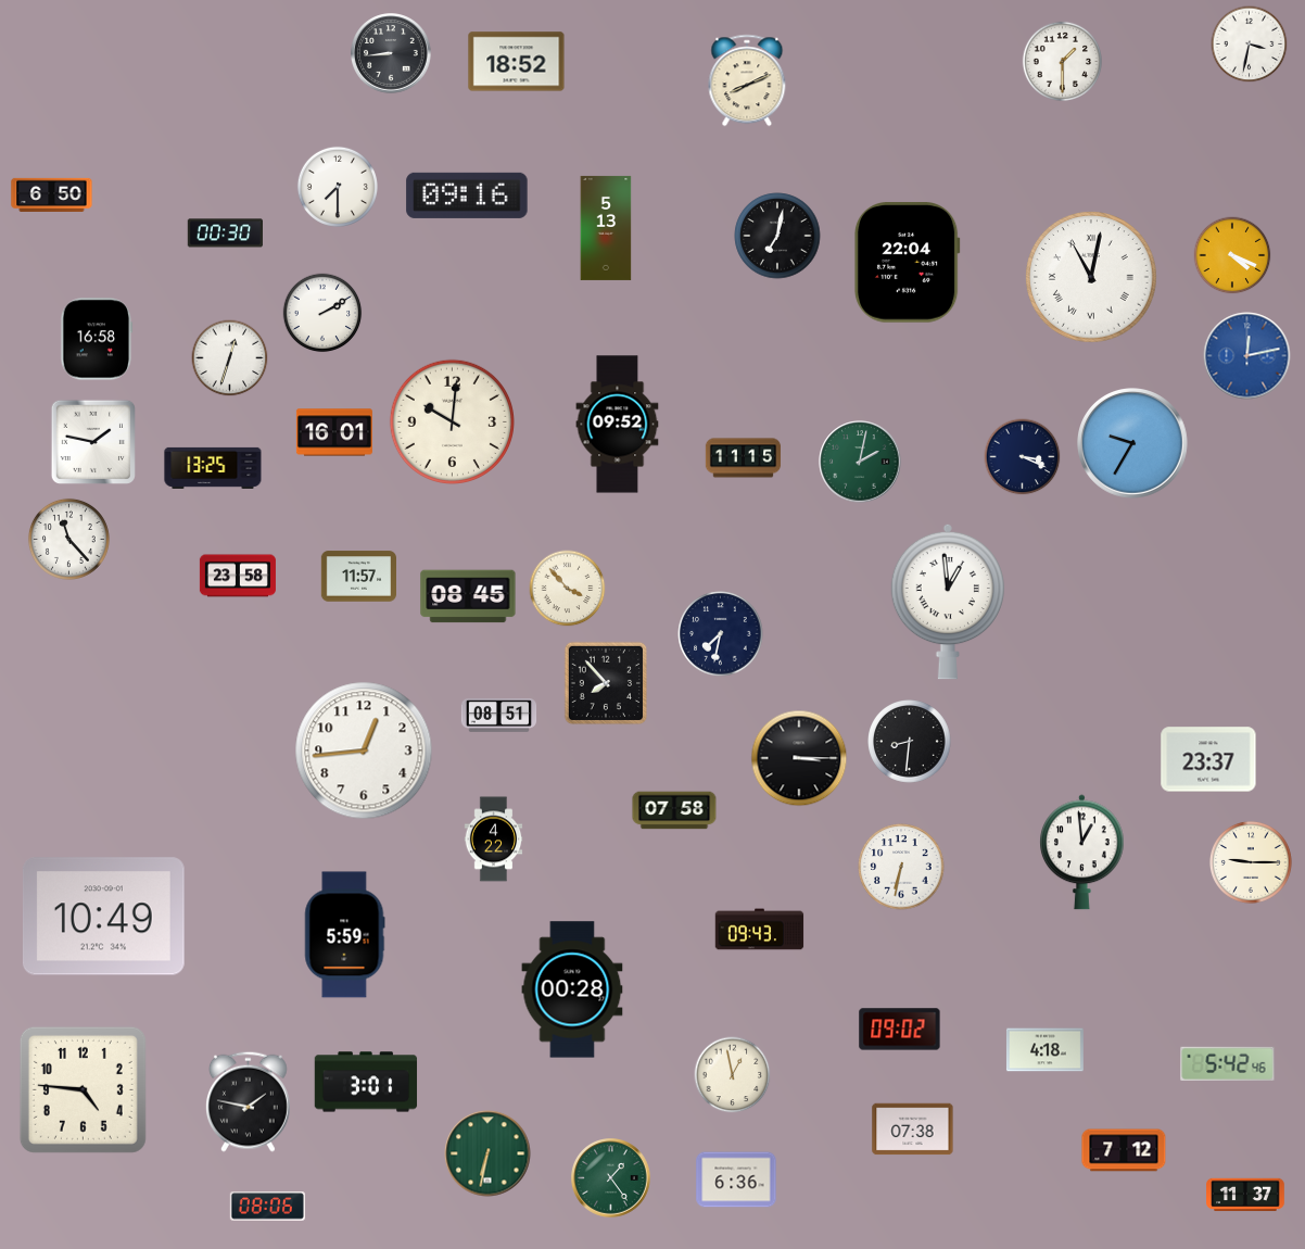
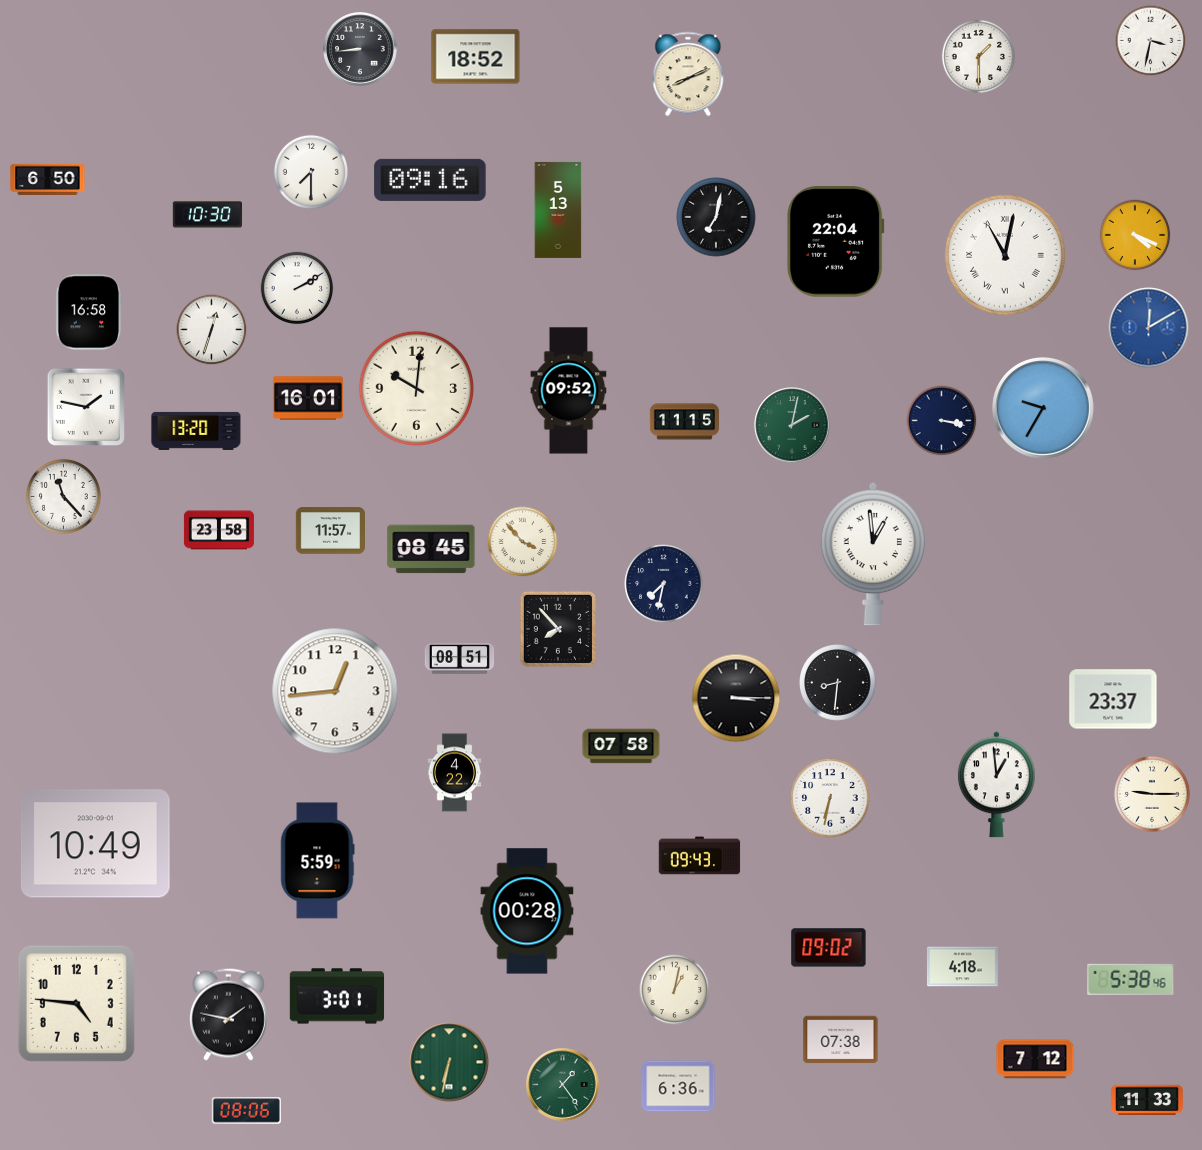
clock at (225, 234): 00:30 -> 10:30
clock at (1247, 356): 12:13 -> 12:10
clock at (1023, 457): 3:19 -> 3:17
clock at (213, 468): 13:25 -> 13:20
clock at (1228, 1063): 5:42 -> 5:38
clock at (733, 1075): 12:58 -> 1:02
clock at (1245, 1195): 11:37 -> 11:33
